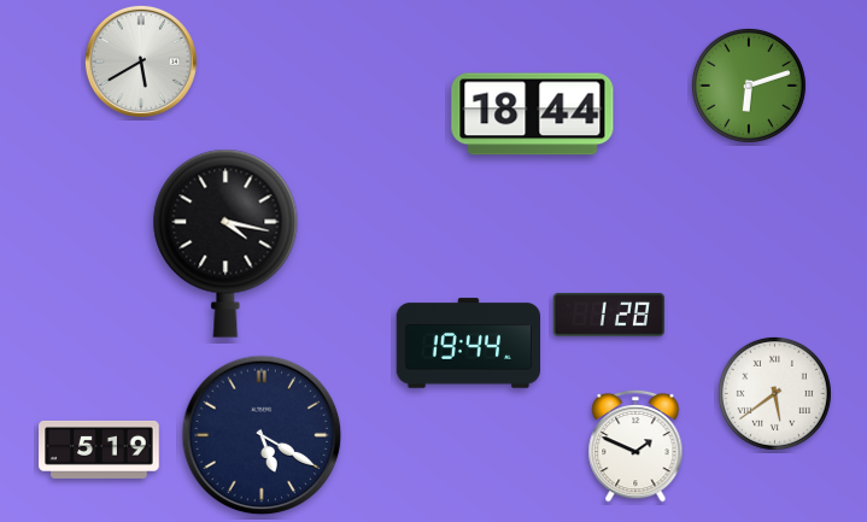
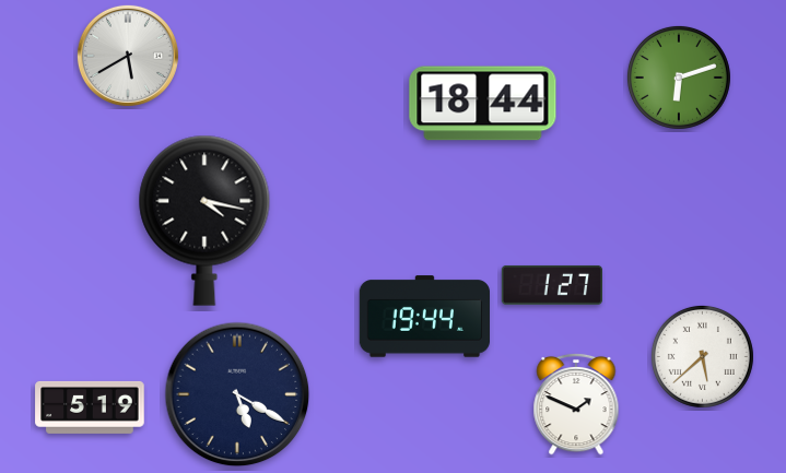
clock at (608, 315): 1:28 -> 1:27
clock at (468, 344) position: (468, 344) -> (424, 317)
clock at (774, 393): 5:39 -> 5:38
